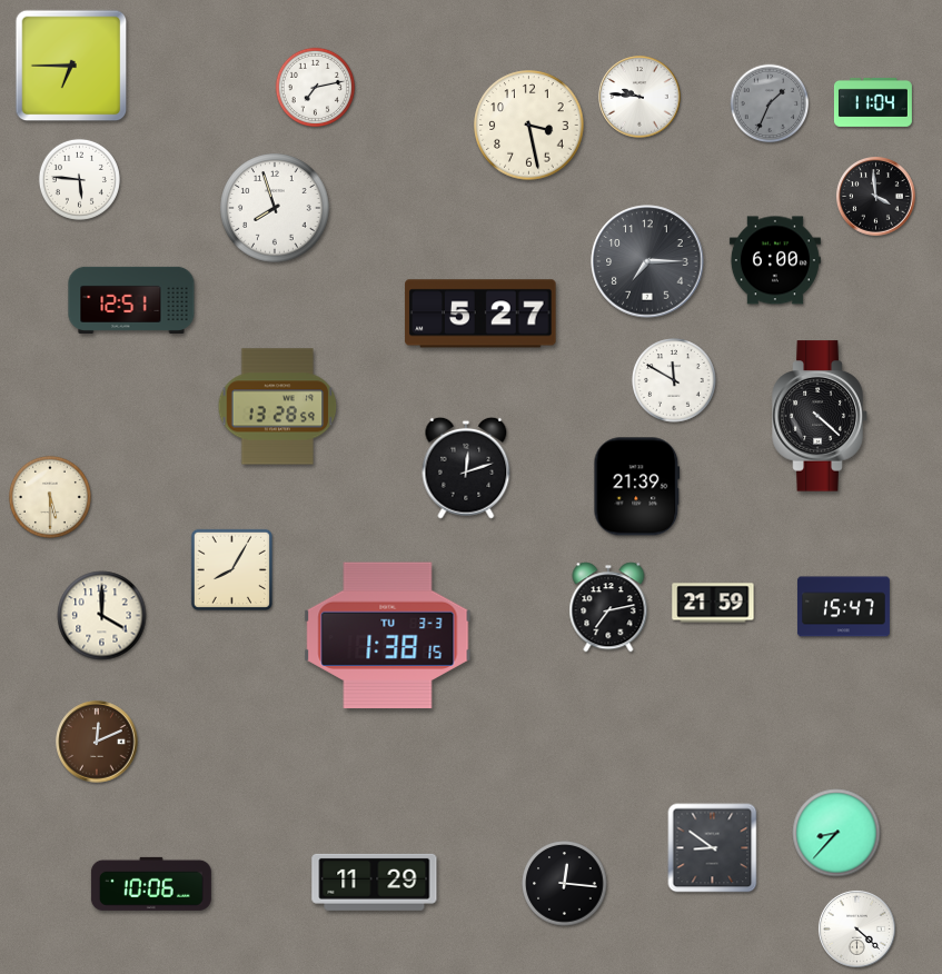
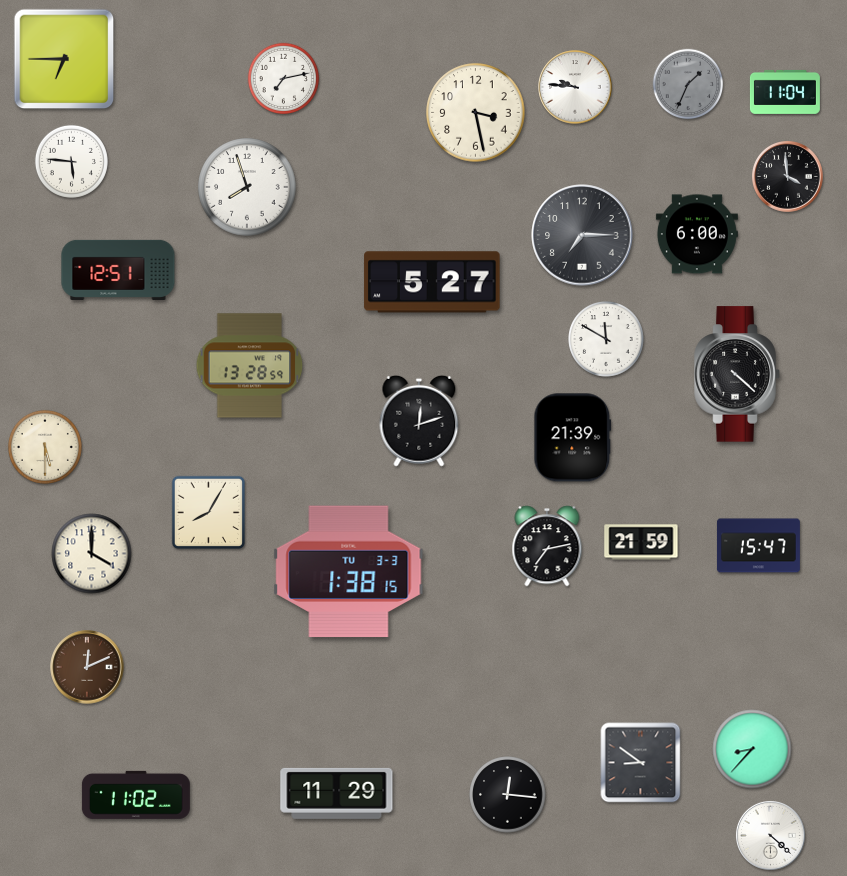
clock at (770, 103) position: (770, 103) -> (688, 84)
clock at (674, 380) position: (674, 380) -> (606, 339)
clock at (151, 884): 10:06 -> 11:02
